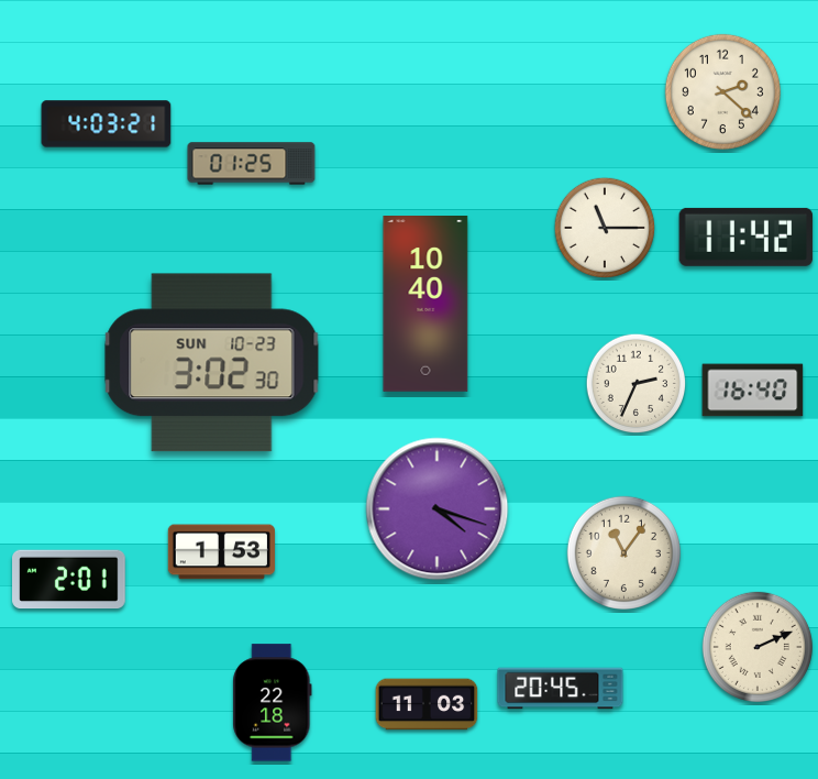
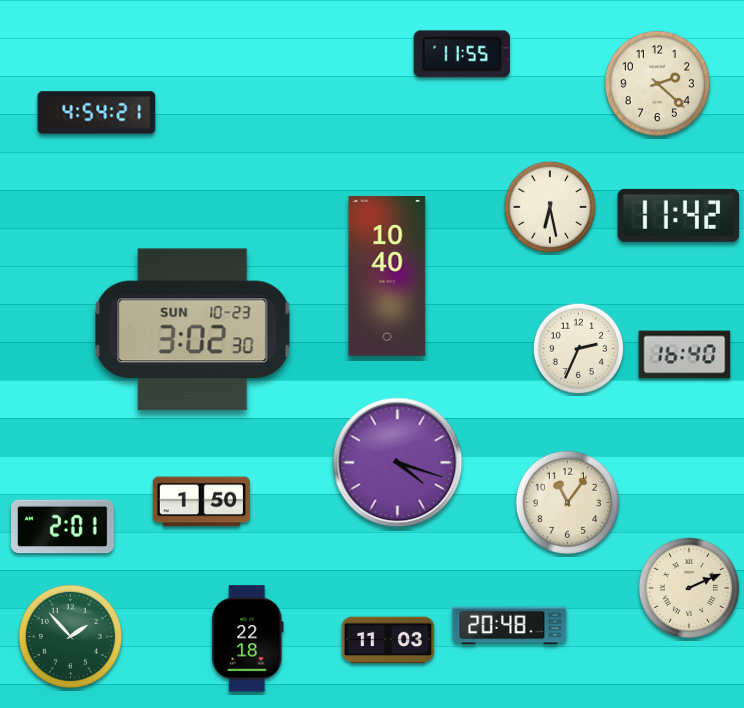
clock at (462, 54): none -> 11:55
clock at (107, 124): 4:03 -> 4:54
clock at (252, 164): 01:25 -> none
clock at (605, 228): 11:15 -> 6:28
clock at (221, 552): 1:53 -> 1:50
clock at (561, 689): 20:45 -> 20:48
clock at (70, 636): none -> 1:53
